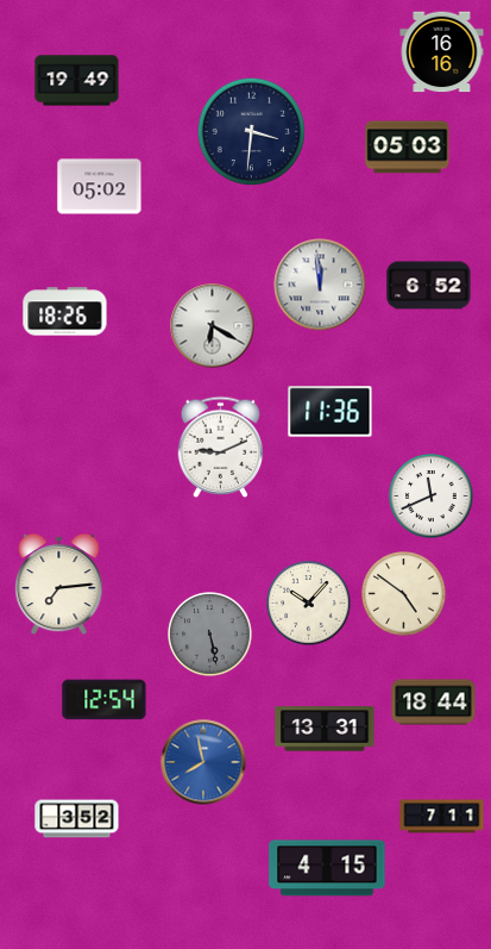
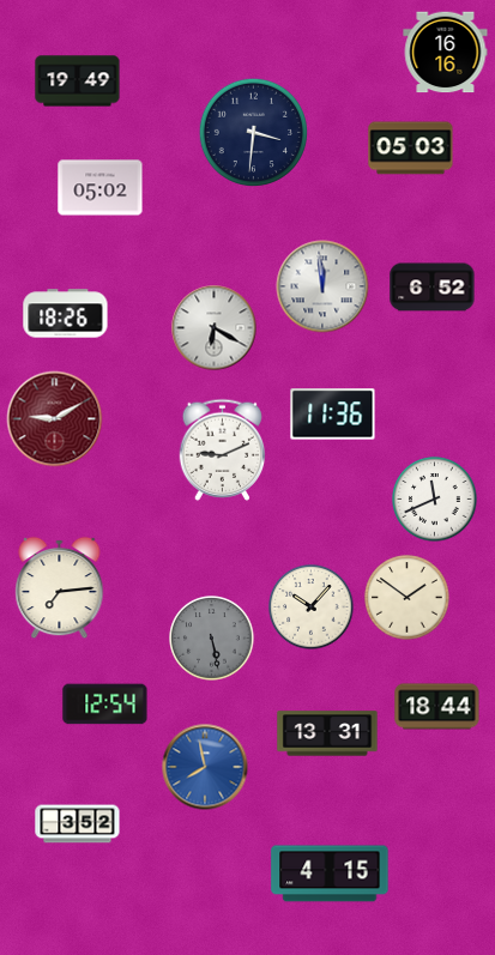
clock at (55, 419): none -> 9:10
clock at (404, 594): 4:51 -> 1:51
clock at (442, 817): 7:11 -> none
